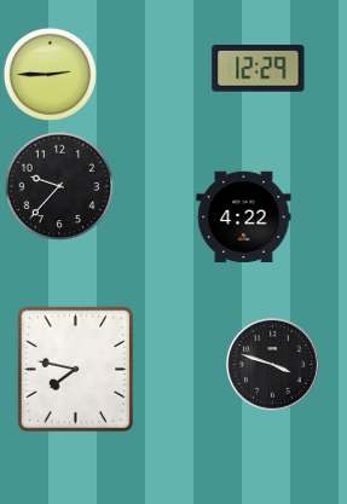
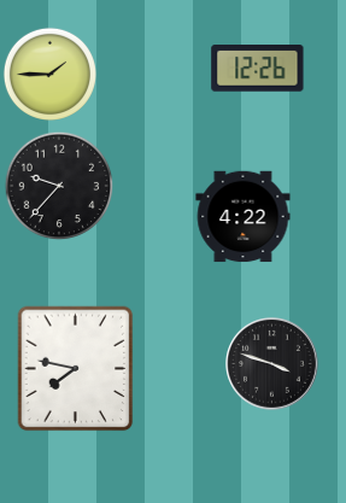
clock at (259, 69): 12:29 -> 12:26
clock at (50, 74): 2:45 -> 1:45
